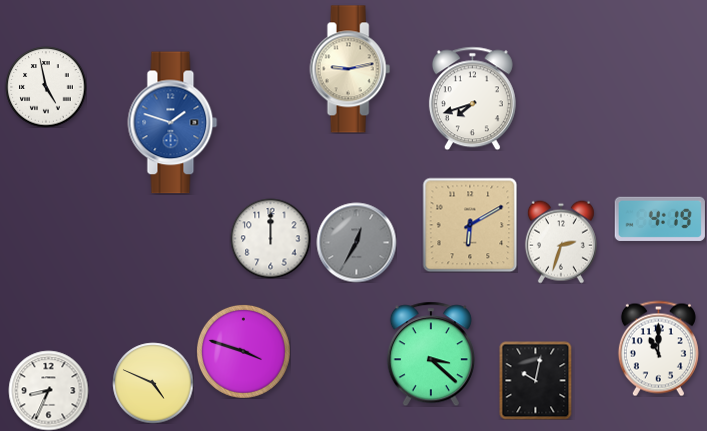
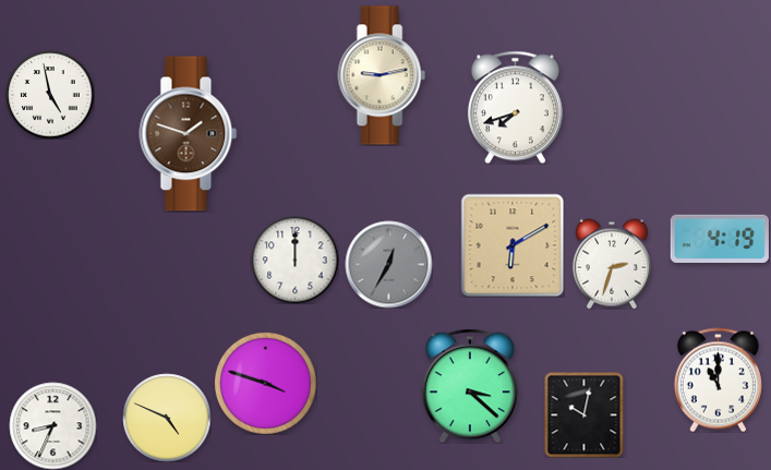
clock at (173, 123) dial: blue -> brown
